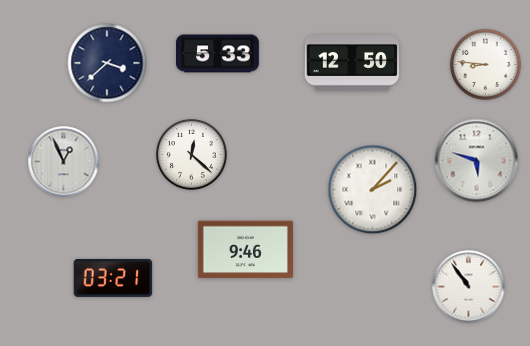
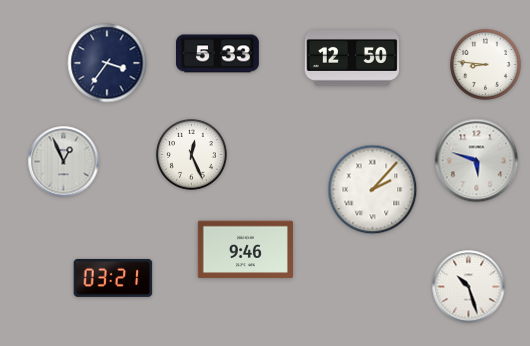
clock at (107, 63): 3:38 -> 3:36
clock at (352, 64) position: (352, 64) -> (352, 59)
clock at (192, 155): 12:22 -> 12:26
clock at (469, 287): 10:54 -> 10:27
